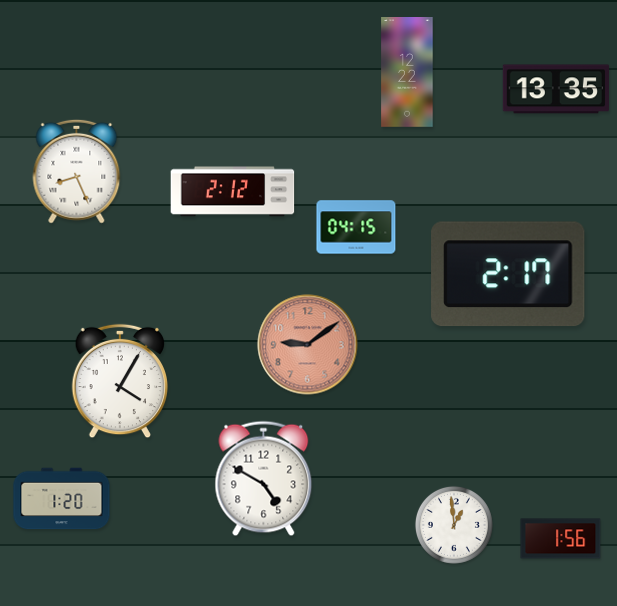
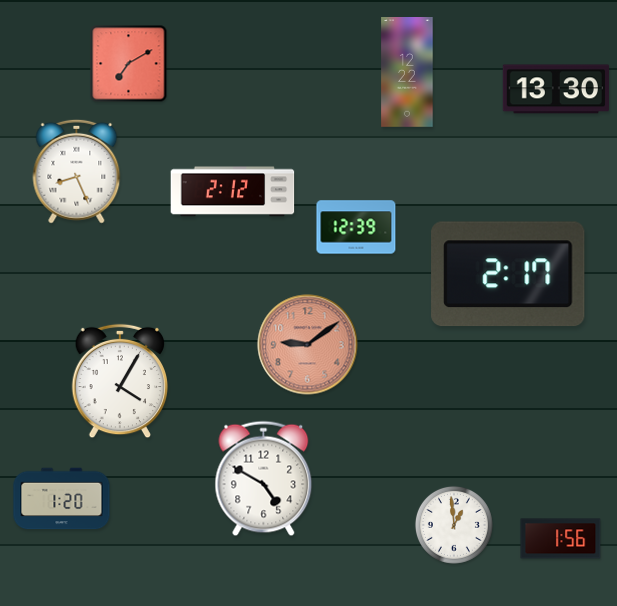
clock at (129, 64): none -> 7:10
clock at (556, 89): 13:35 -> 13:30
clock at (356, 227): 04:15 -> 12:39
